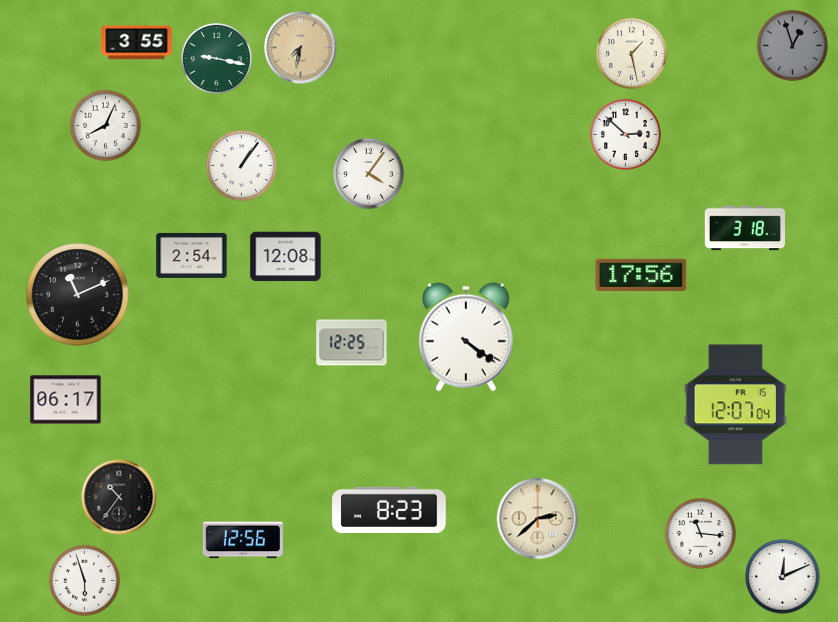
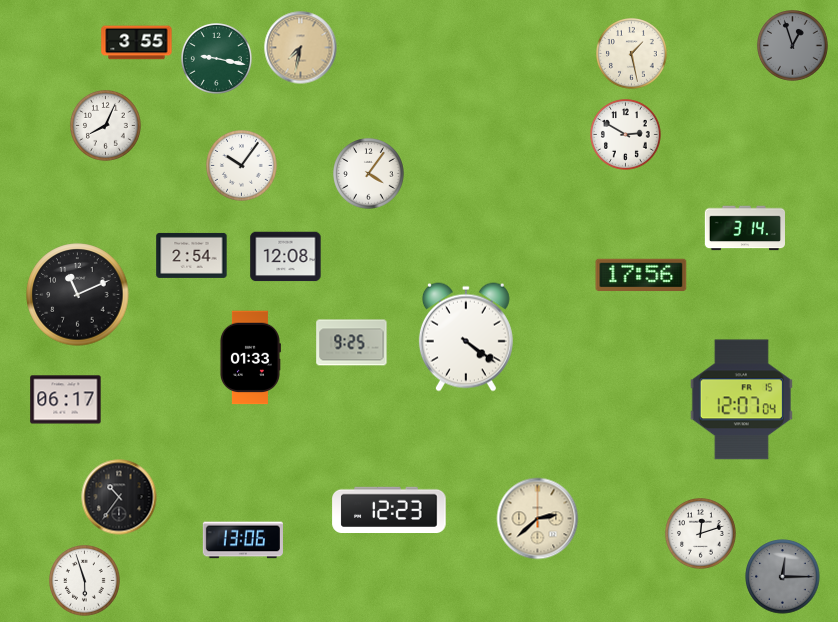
clock at (626, 135): 2:52 -> 2:50
clock at (242, 166): 1:06 -> 10:06
clock at (744, 228): 3:18 -> 3:14
clock at (352, 343): 12:25 -> 9:25
clock at (250, 358): none -> 01:33
clock at (735, 405) position: (735, 405) -> (741, 400)
clock at (389, 510): 8:23 -> 12:23
clock at (701, 534): 11:16 -> 12:12
clock at (243, 540): 12:56 -> 13:06
clock at (783, 577): 12:11 -> 12:15
clock at (783, 577) dial: white -> grey
